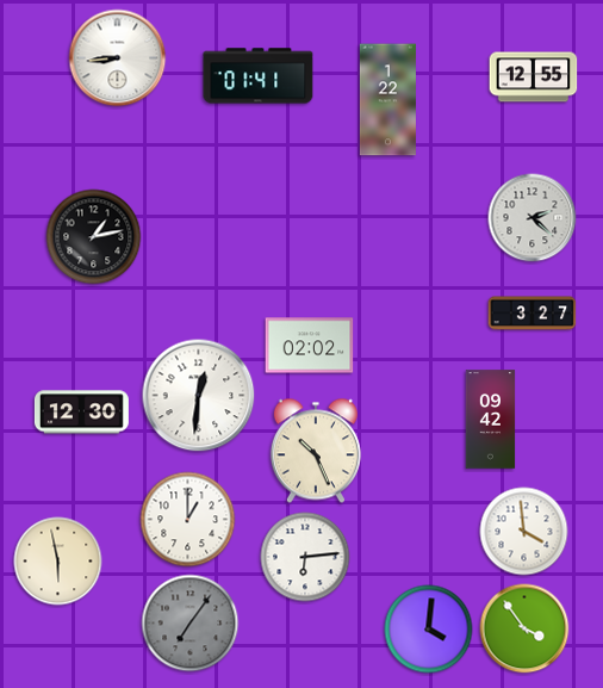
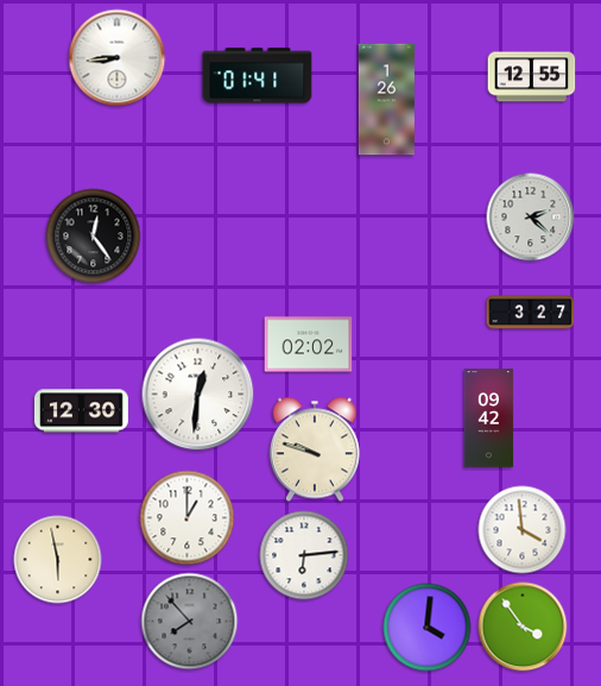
clock at (387, 100): 1:22 -> 1:26
clock at (94, 237): 1:13 -> 12:24
clock at (316, 451): 10:26 -> 9:48
clock at (191, 624): 7:06 -> 7:53
